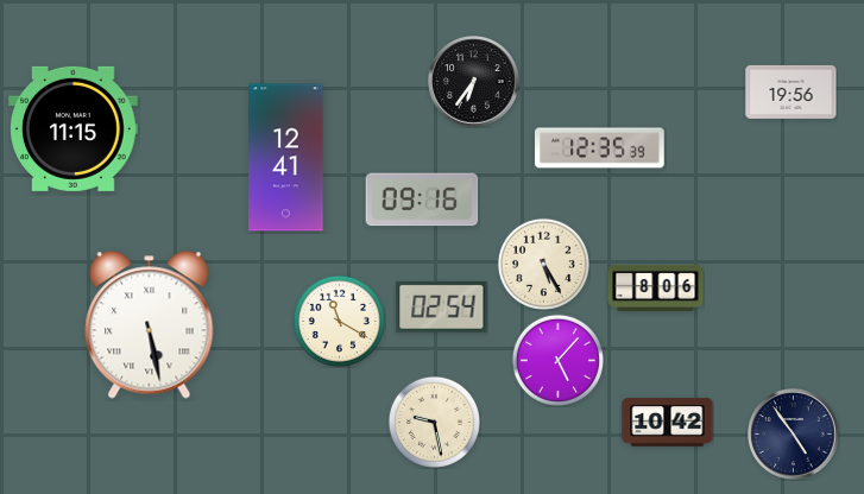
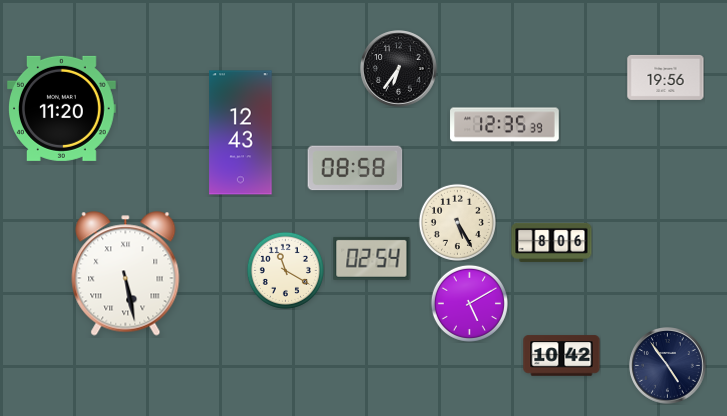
clock at (74, 128): 11:15 -> 11:20
clock at (286, 158): 12:41 -> 12:43
clock at (422, 199): 09:16 -> 08:58
clock at (557, 360): 5:07 -> 5:10
clock at (434, 422): 9:28 -> none
